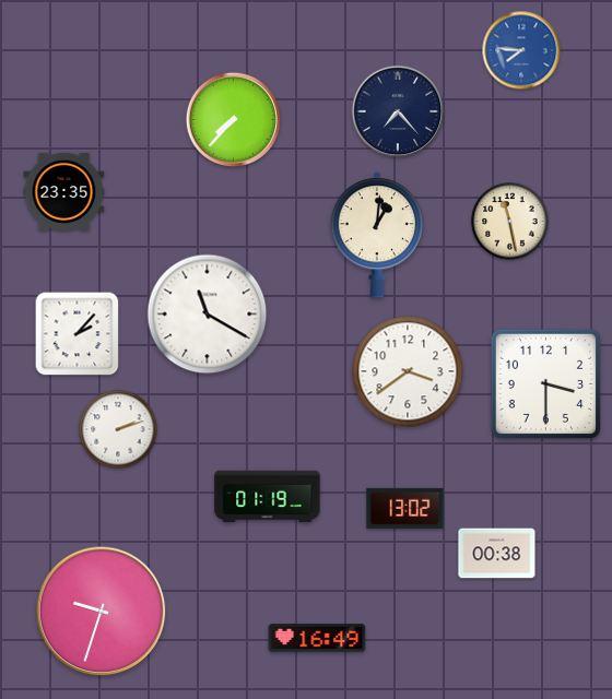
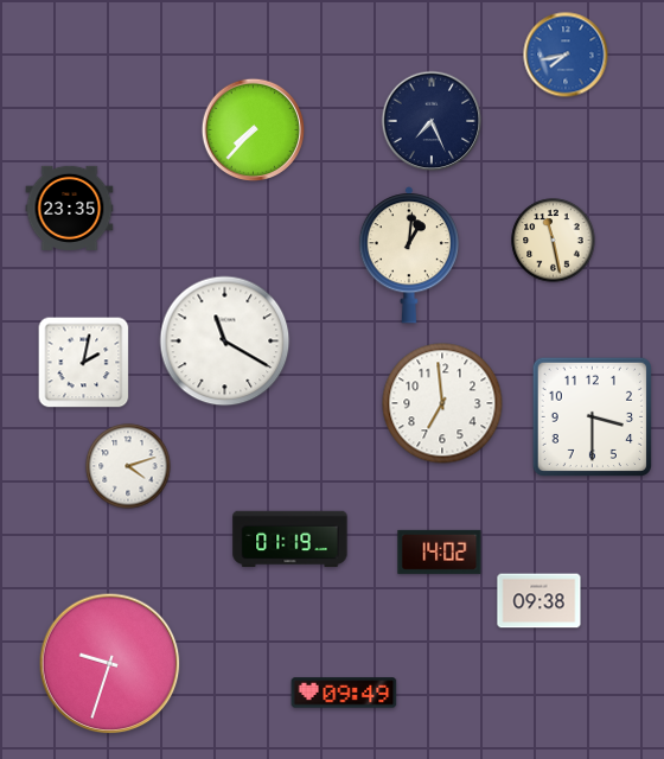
clock at (521, 50): 7:46 -> 7:43
clock at (398, 111): 7:23 -> 7:26
clock at (78, 334): 2:07 -> 2:02
clock at (408, 371): 3:39 -> 6:59
clock at (118, 429): 2:12 -> 4:12
clock at (405, 508): 13:02 -> 14:02
clock at (497, 554): 00:38 -> 09:38
clock at (317, 638): 16:49 -> 09:49
